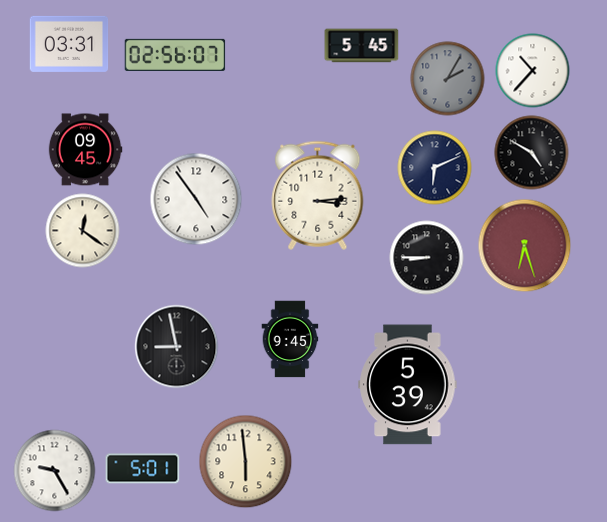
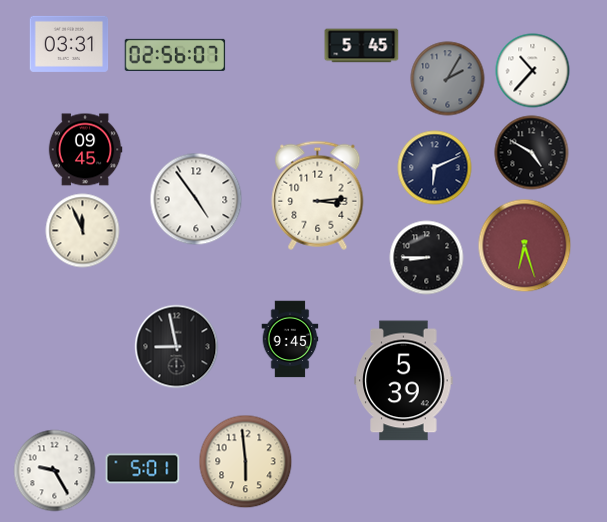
clock at (83, 231): 12:21 -> 11:56
clock at (408, 385) position: (408, 385) -> (404, 381)
